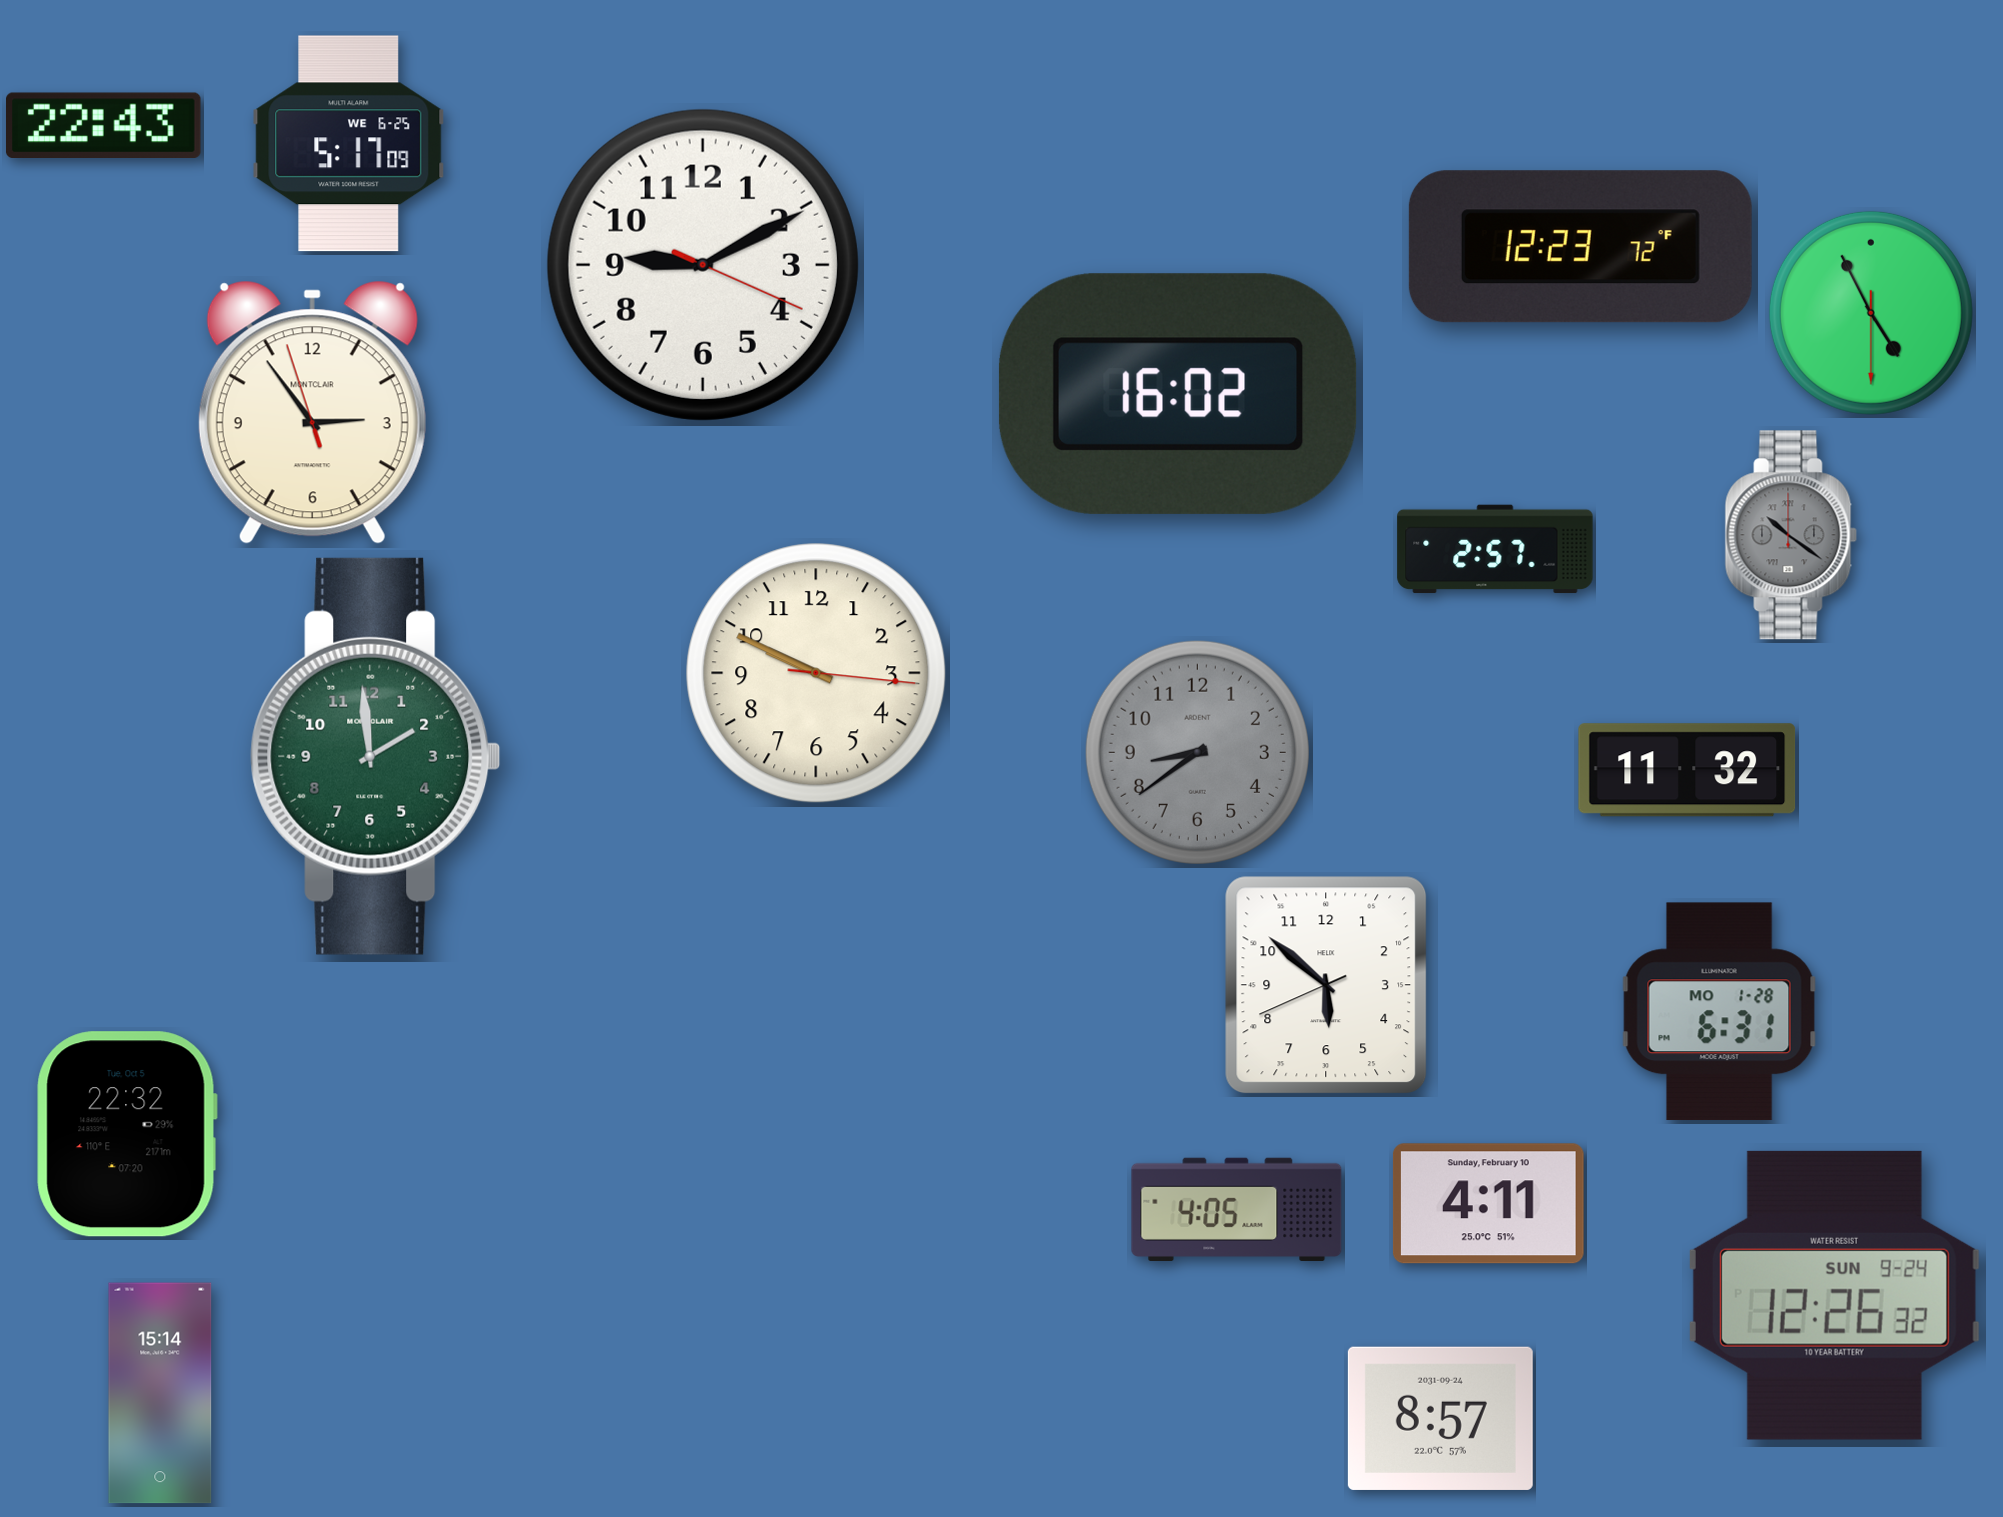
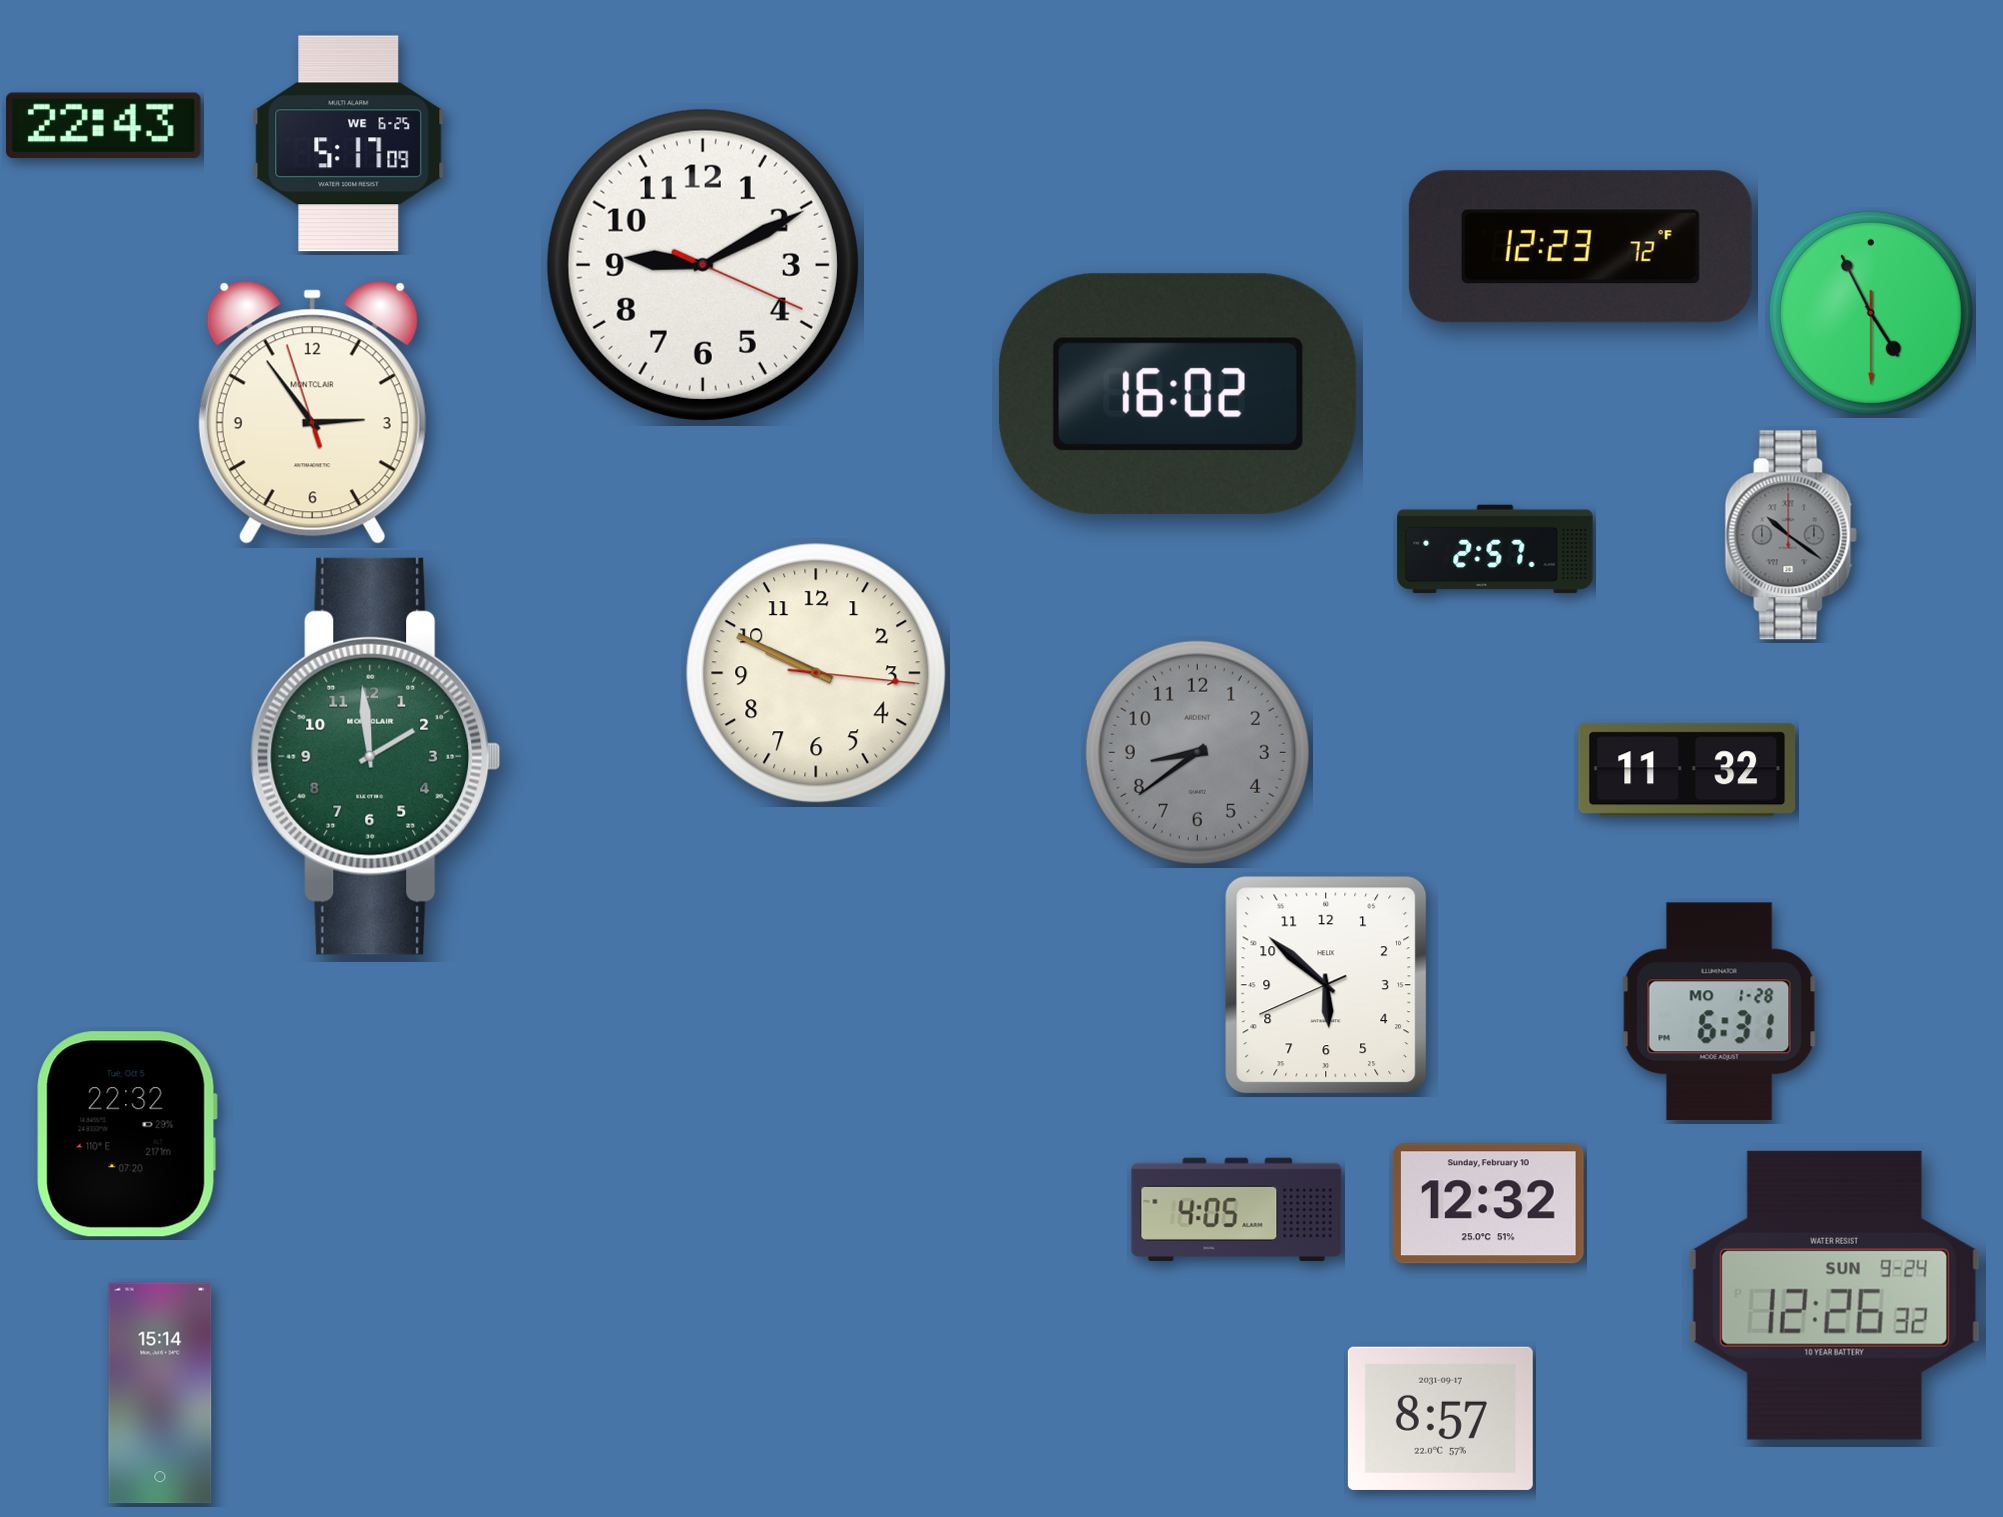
clock at (1488, 1204): 4:11 -> 12:32
clock at (1440, 1418) date: 2031-09-24 -> 2031-09-17
